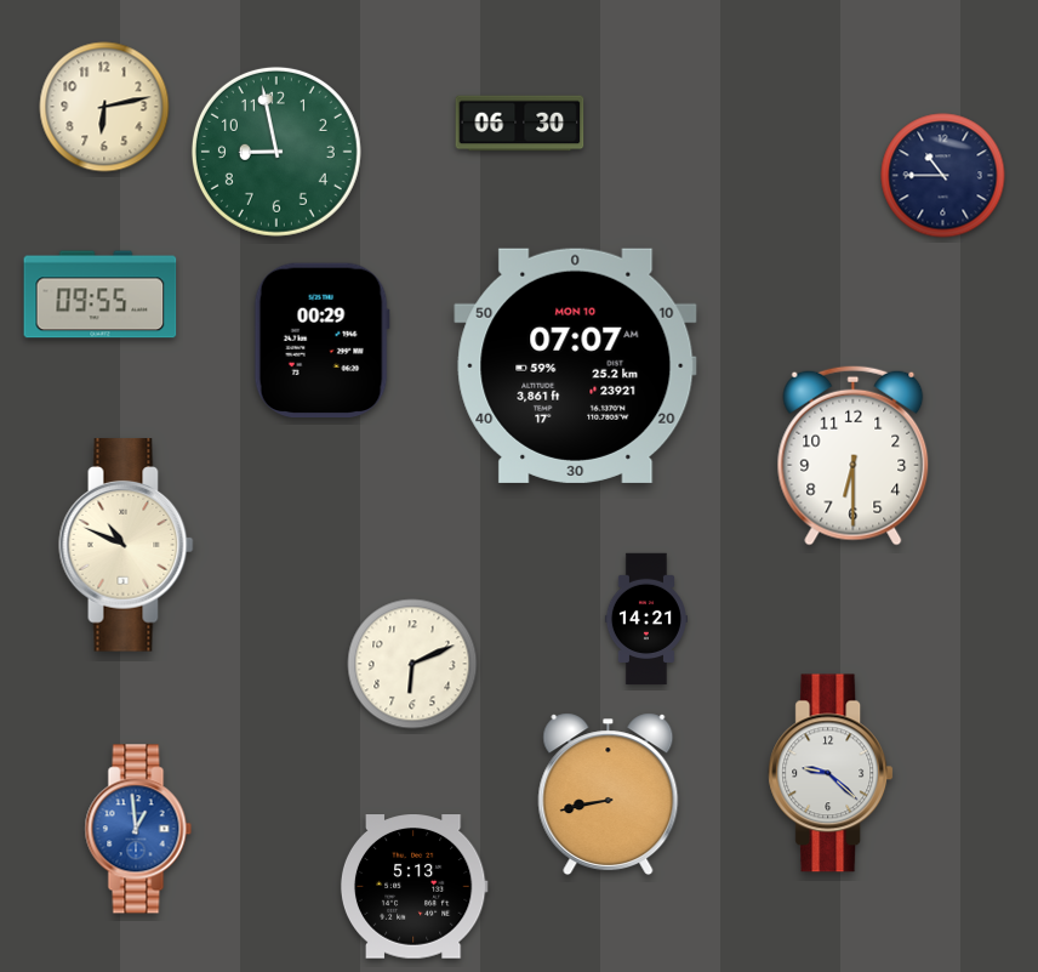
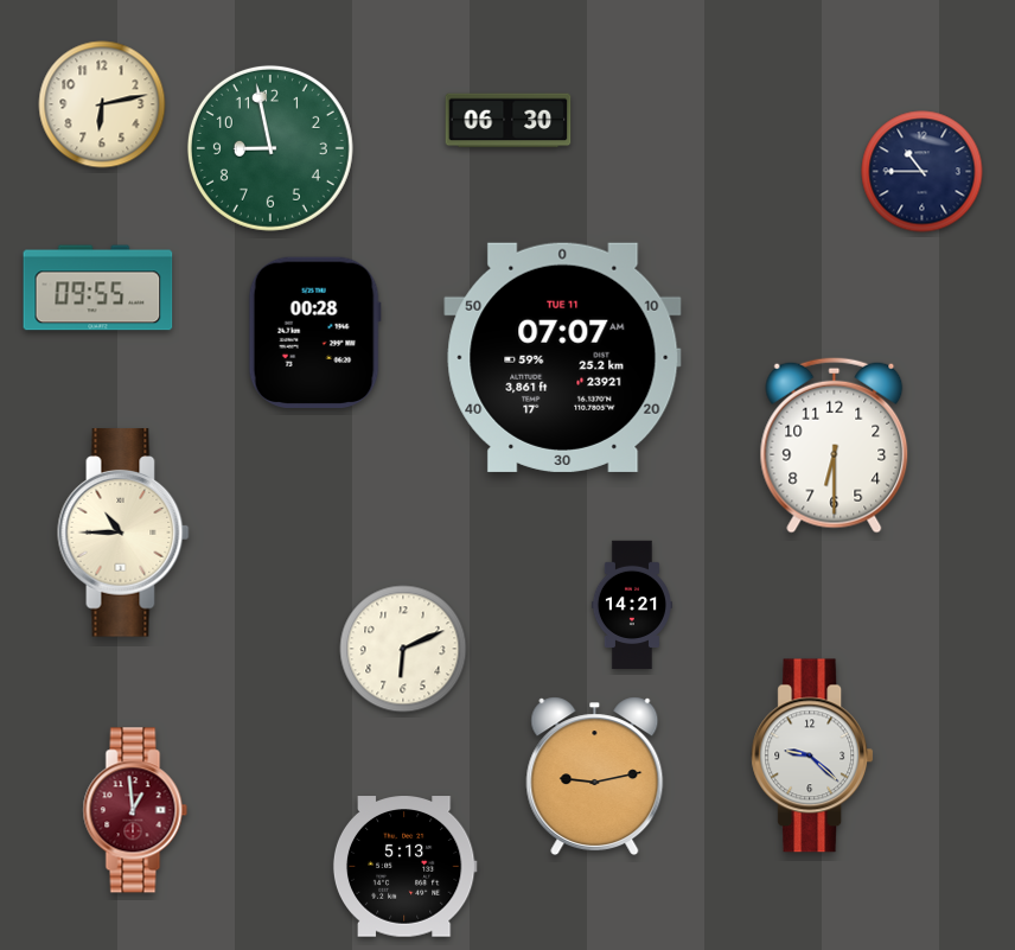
clock at (321, 341): 00:29 -> 00:28
clock at (576, 365) date: MON 10 -> TUE 11
clock at (126, 545): 10:49 -> 10:45
clock at (609, 795): 8:43 -> 9:13
clock at (138, 829) dial: blue -> burgundy
